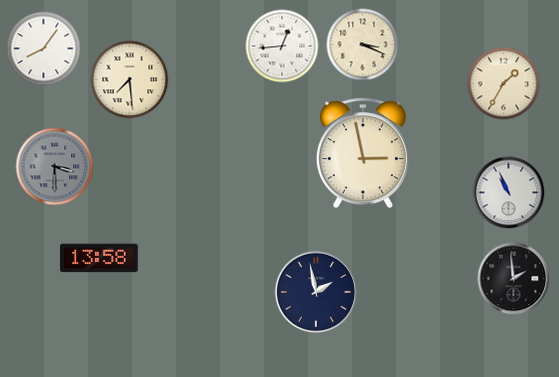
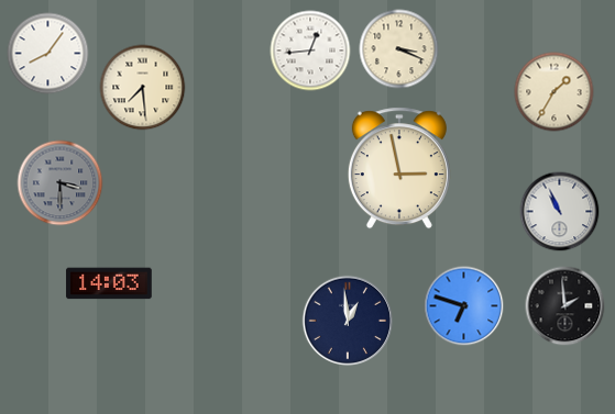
clock at (99, 258): 13:58 -> 14:03
clock at (464, 306): none -> 6:48
clock at (316, 292): 1:58 -> 12:59
